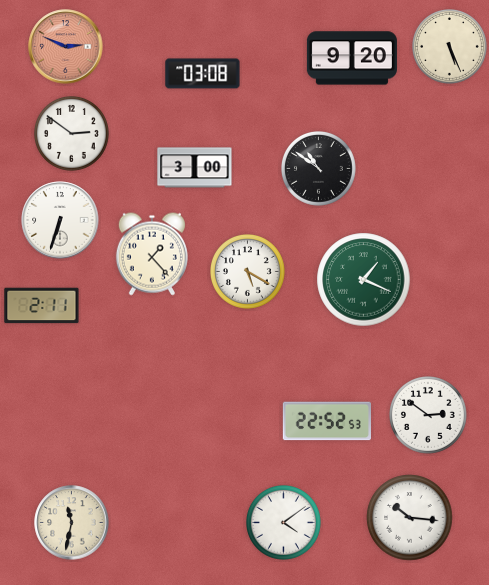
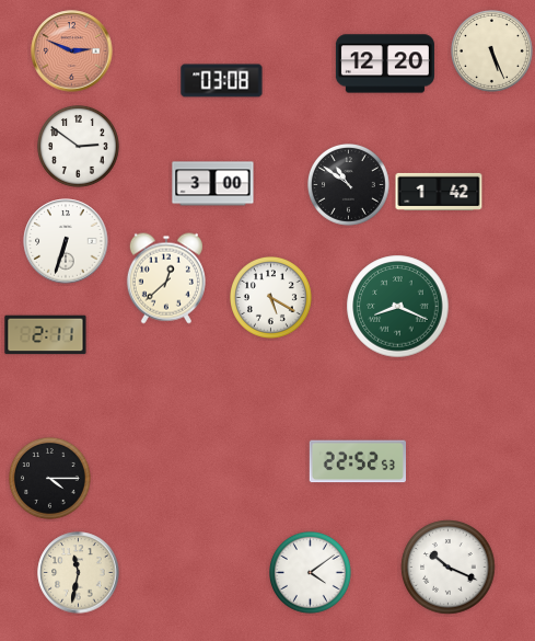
clock at (352, 58): 9:20 -> 12:20
clock at (439, 192): none -> 1:42
clock at (152, 254): 1:23 -> 12:38
clock at (364, 280): 1:19 -> 8:19
clock at (429, 416): 2:51 -> none
clock at (50, 479): none -> 4:15
clock at (410, 518): 10:16 -> 10:19
